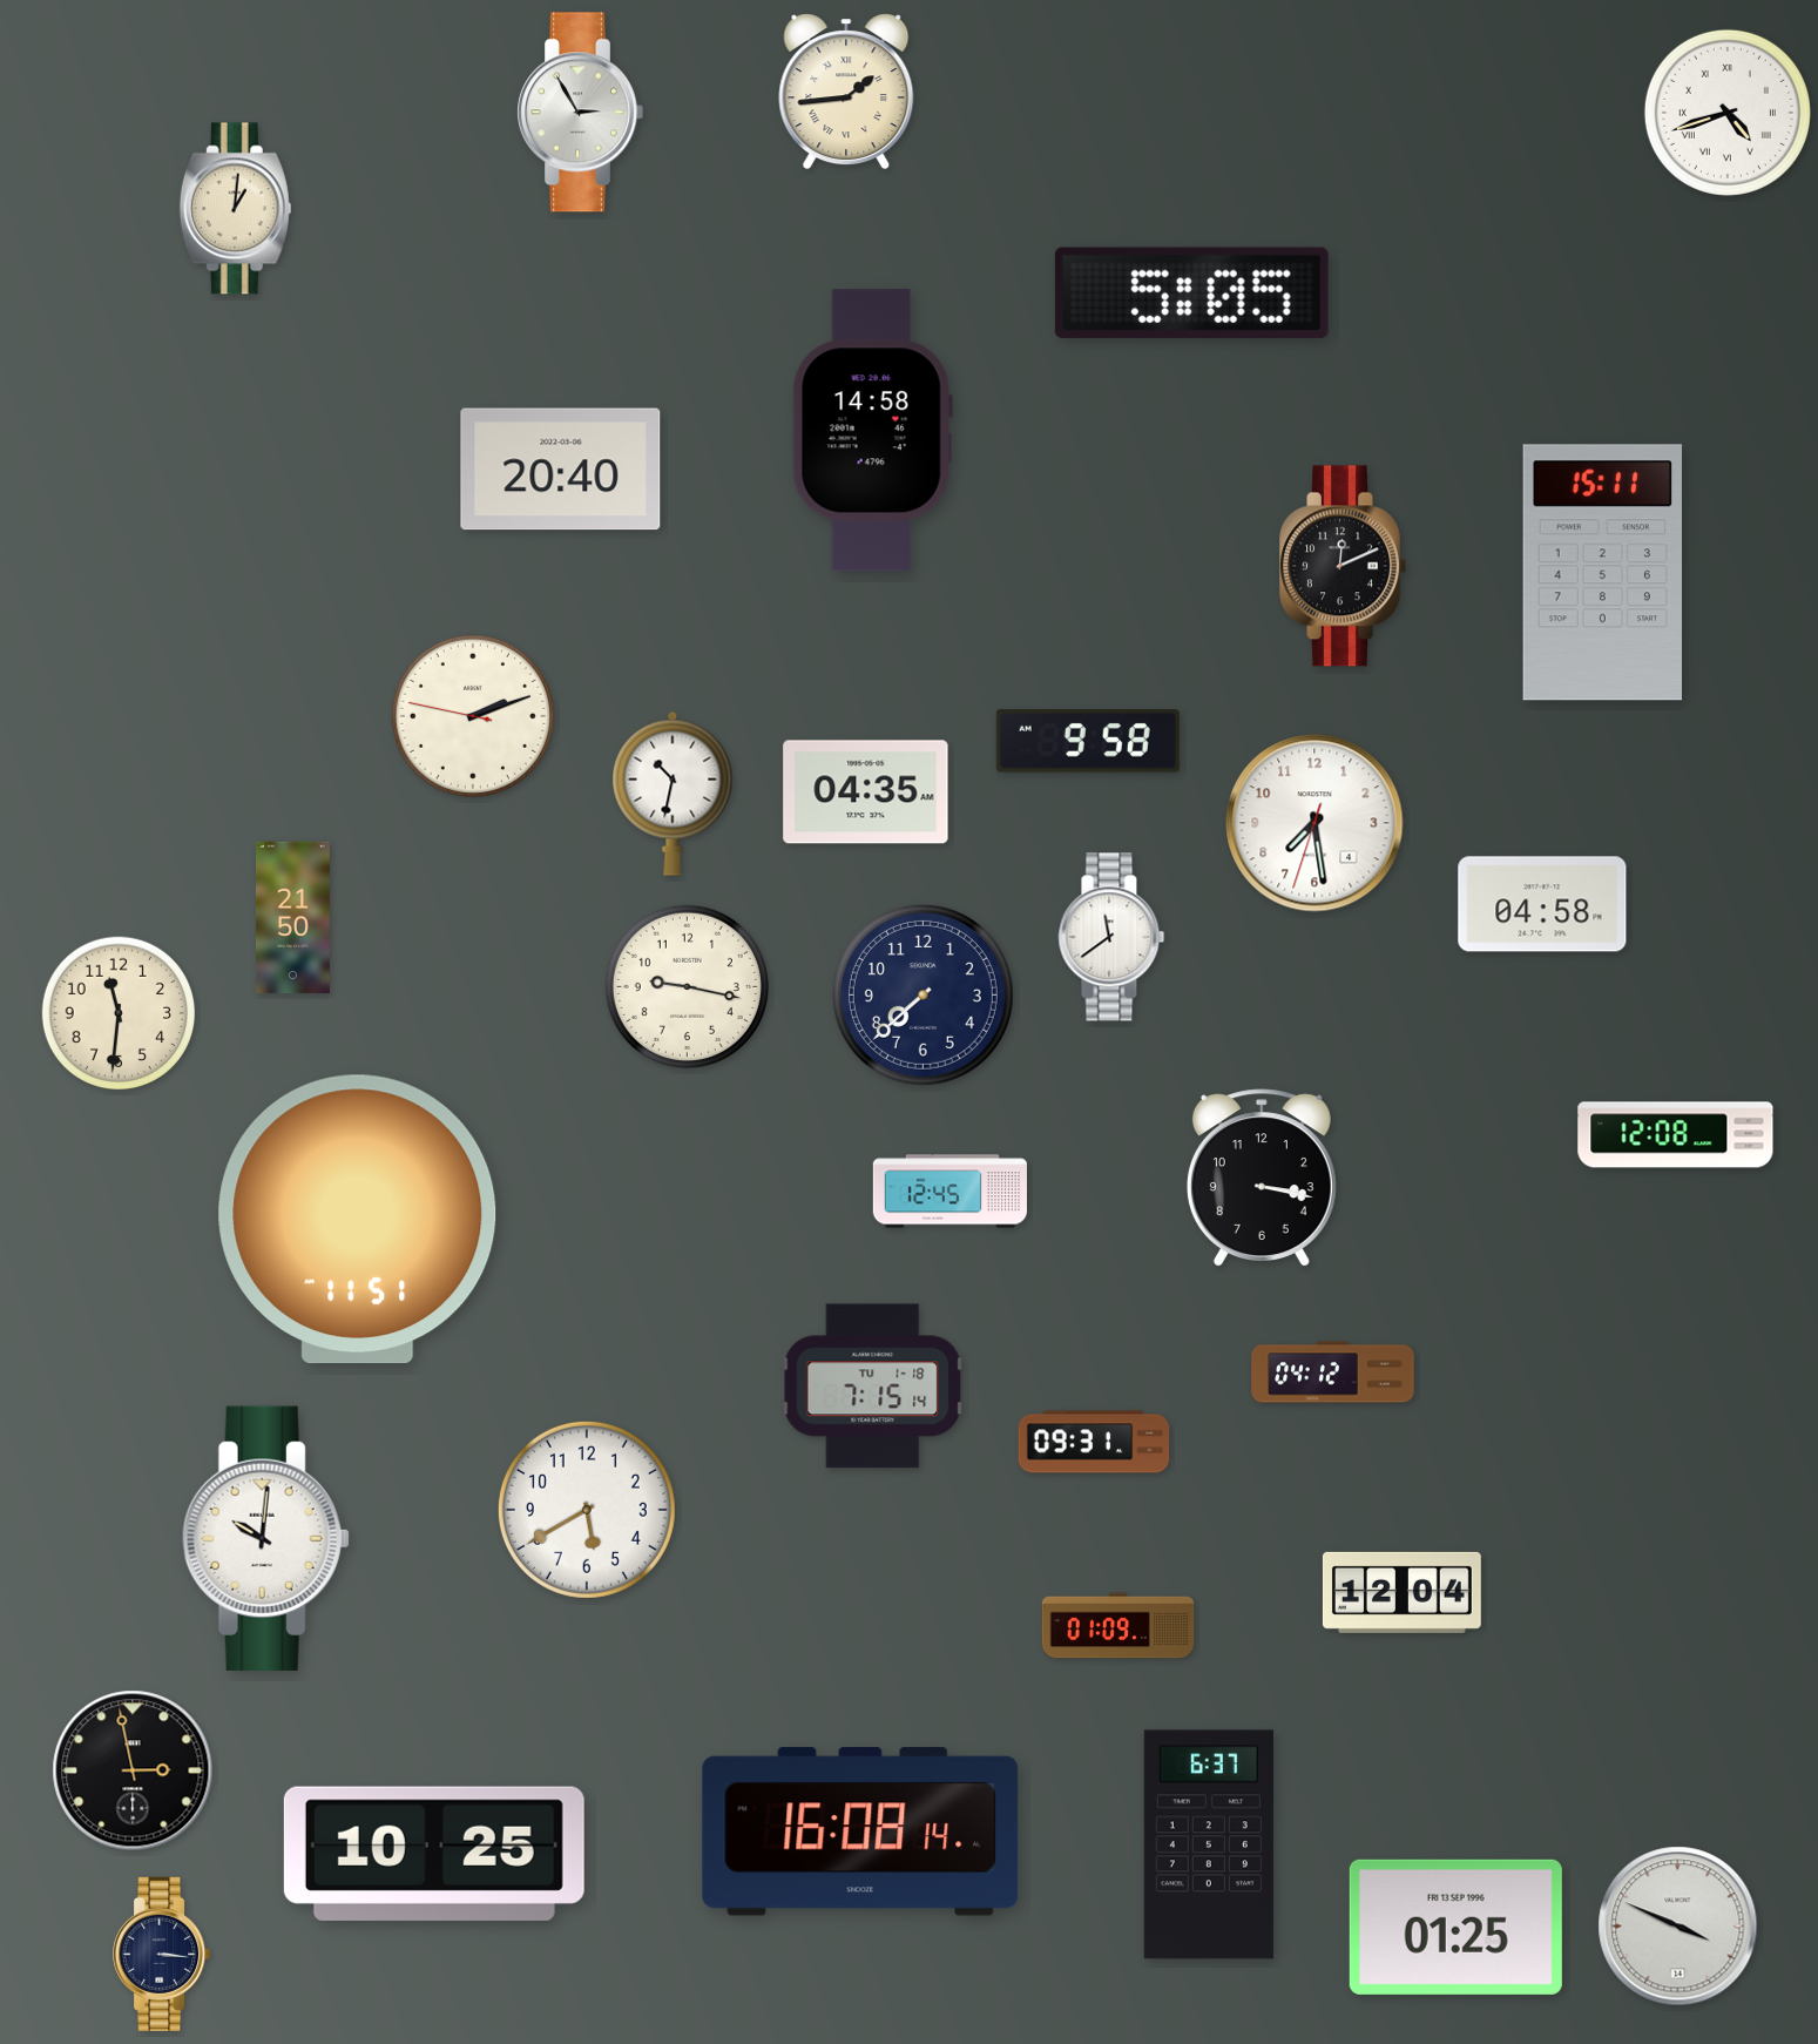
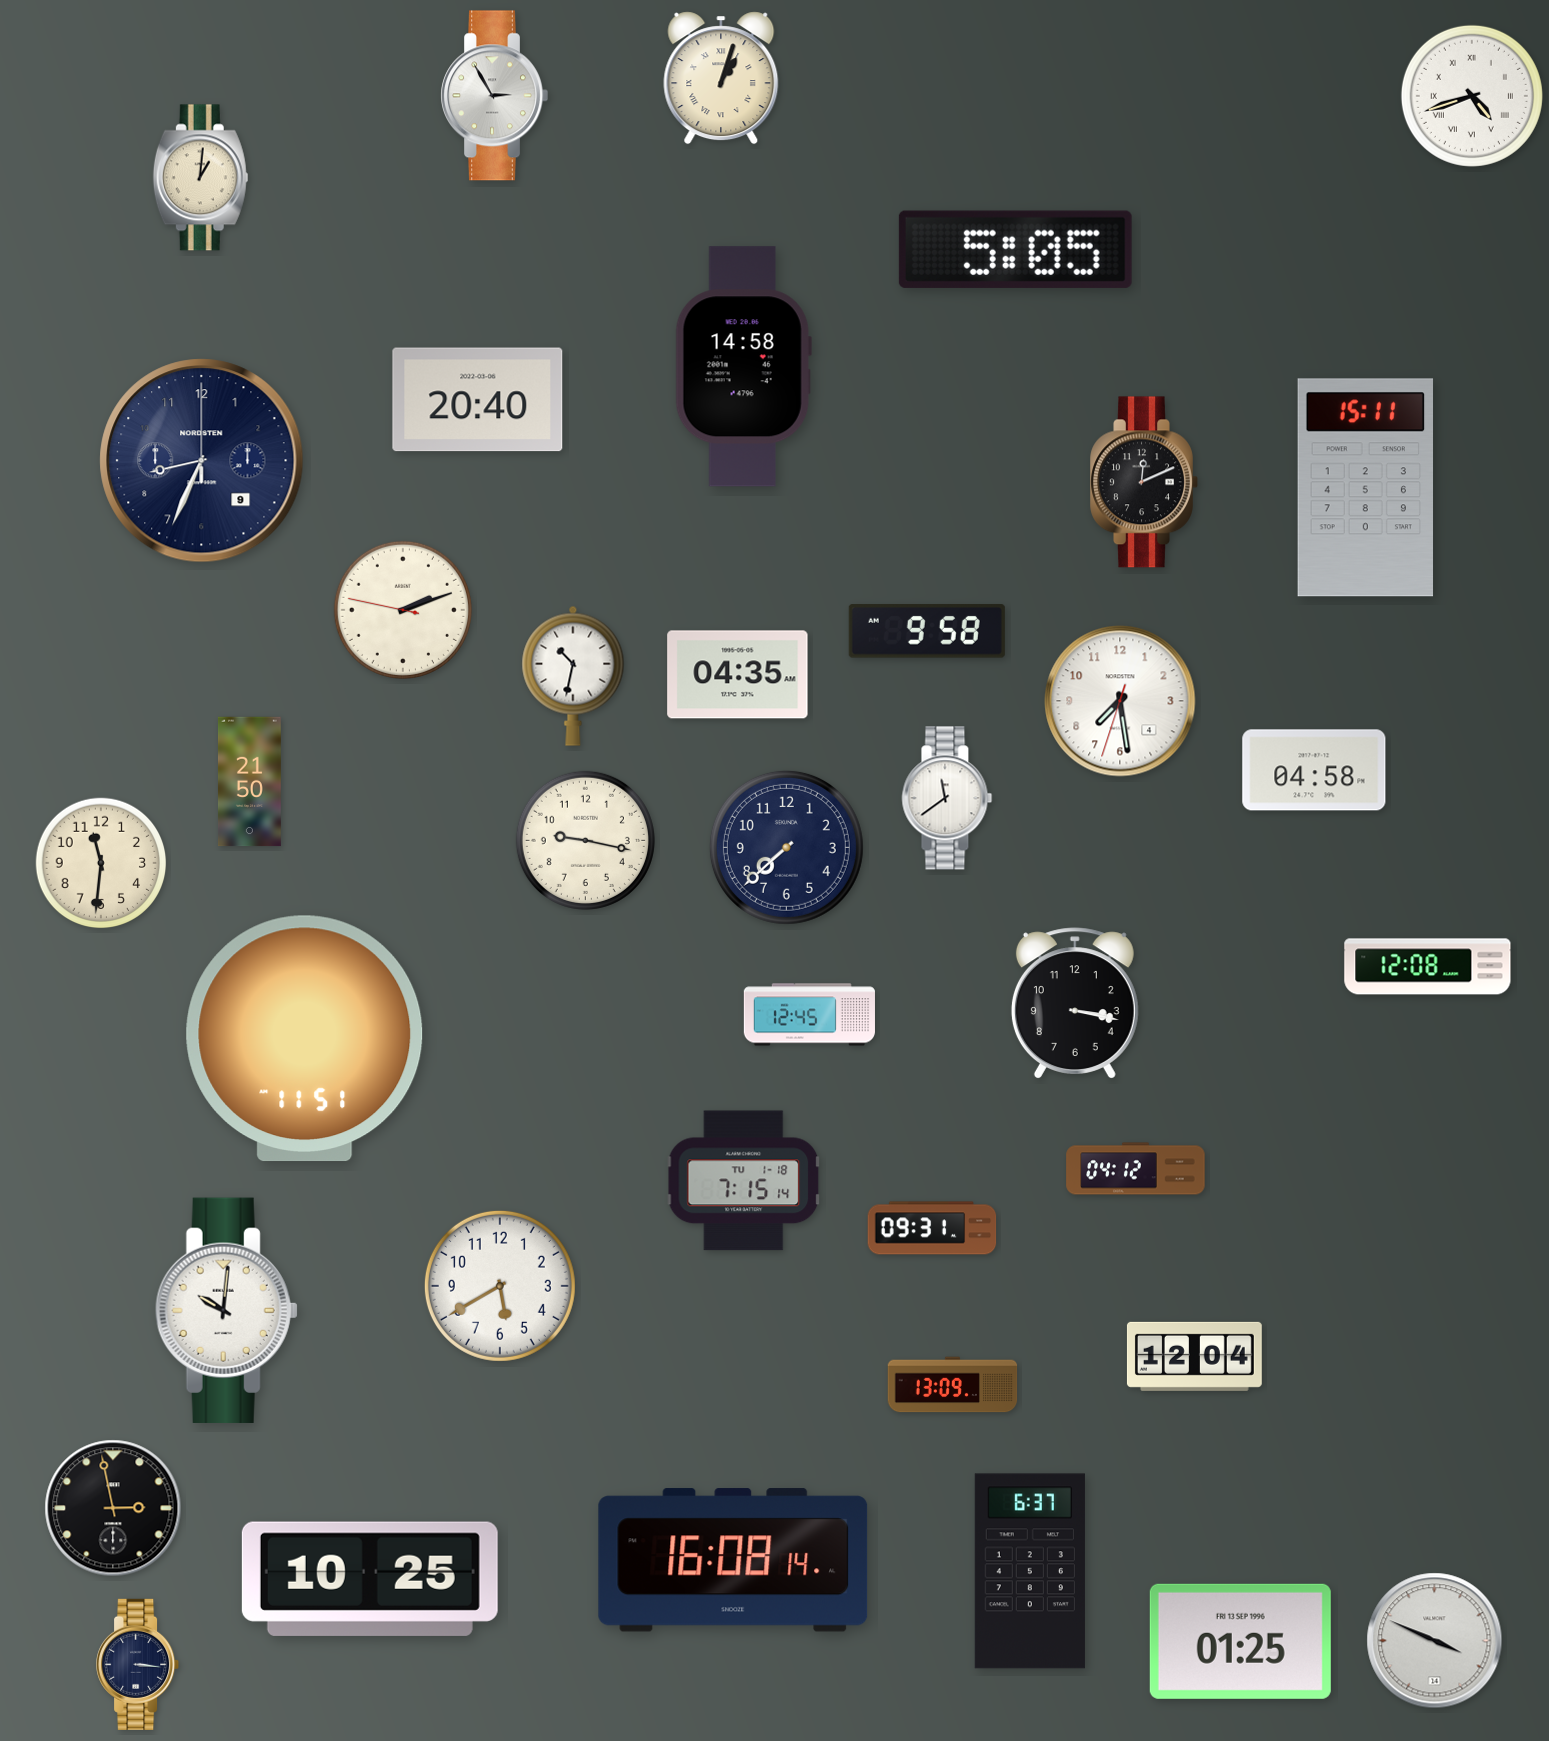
clock at (846, 92): 1:44 -> 1:03
clock at (202, 461): none -> 8:34
clock at (1118, 1626): 01:09 -> 13:09
clock at (1678, 1927) position: (1678, 1927) -> (1435, 1641)
